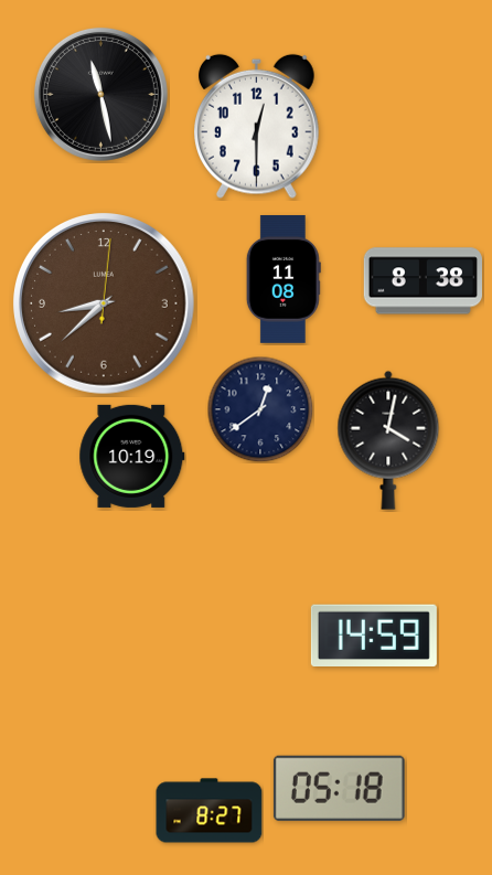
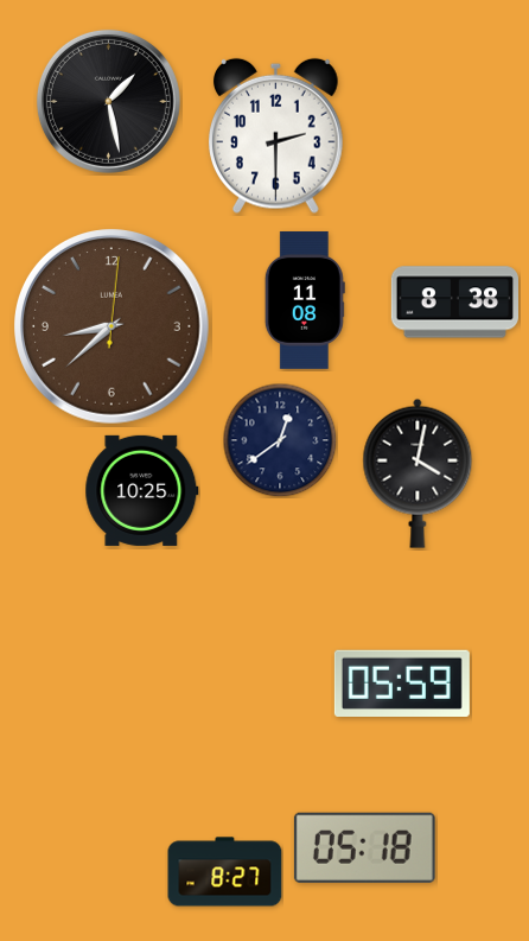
clock at (100, 94): 11:28 -> 1:28
clock at (257, 126): 12:30 -> 2:30
clock at (132, 456): 10:19 -> 10:25
clock at (374, 634): 14:59 -> 05:59
